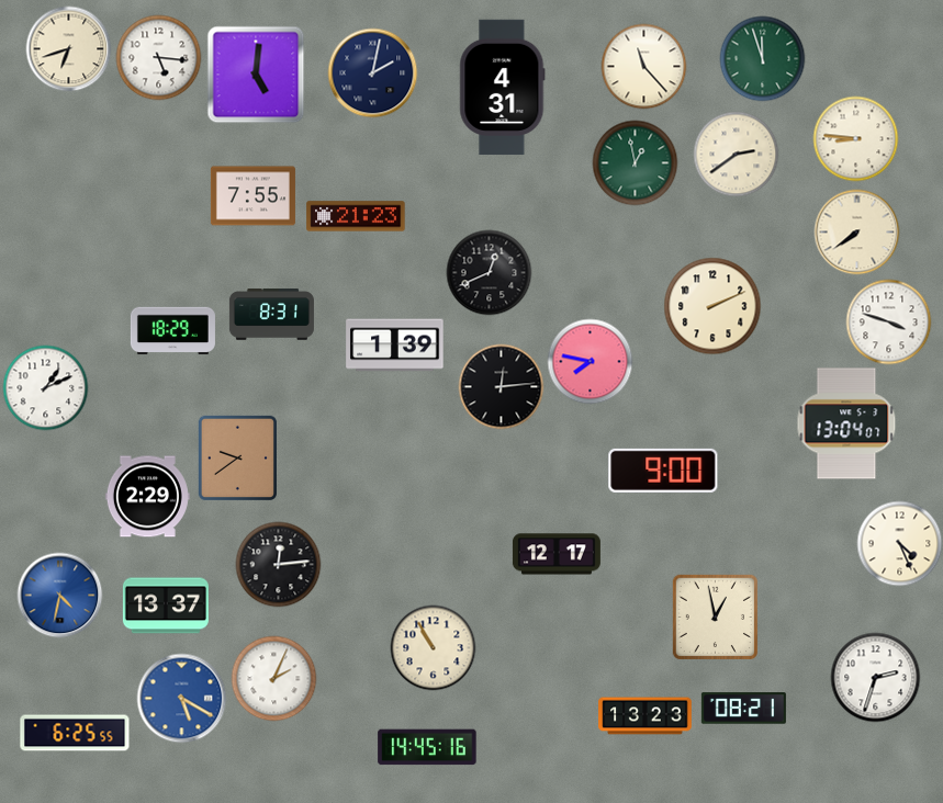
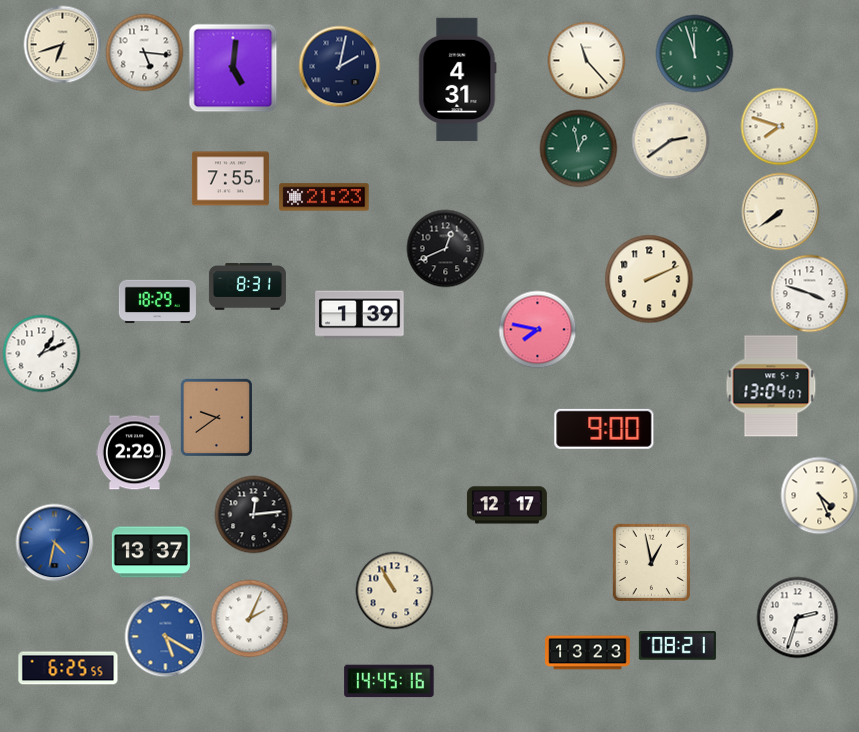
clock at (855, 138): 8:46 -> 7:48
clock at (501, 386): 12:14 -> none
